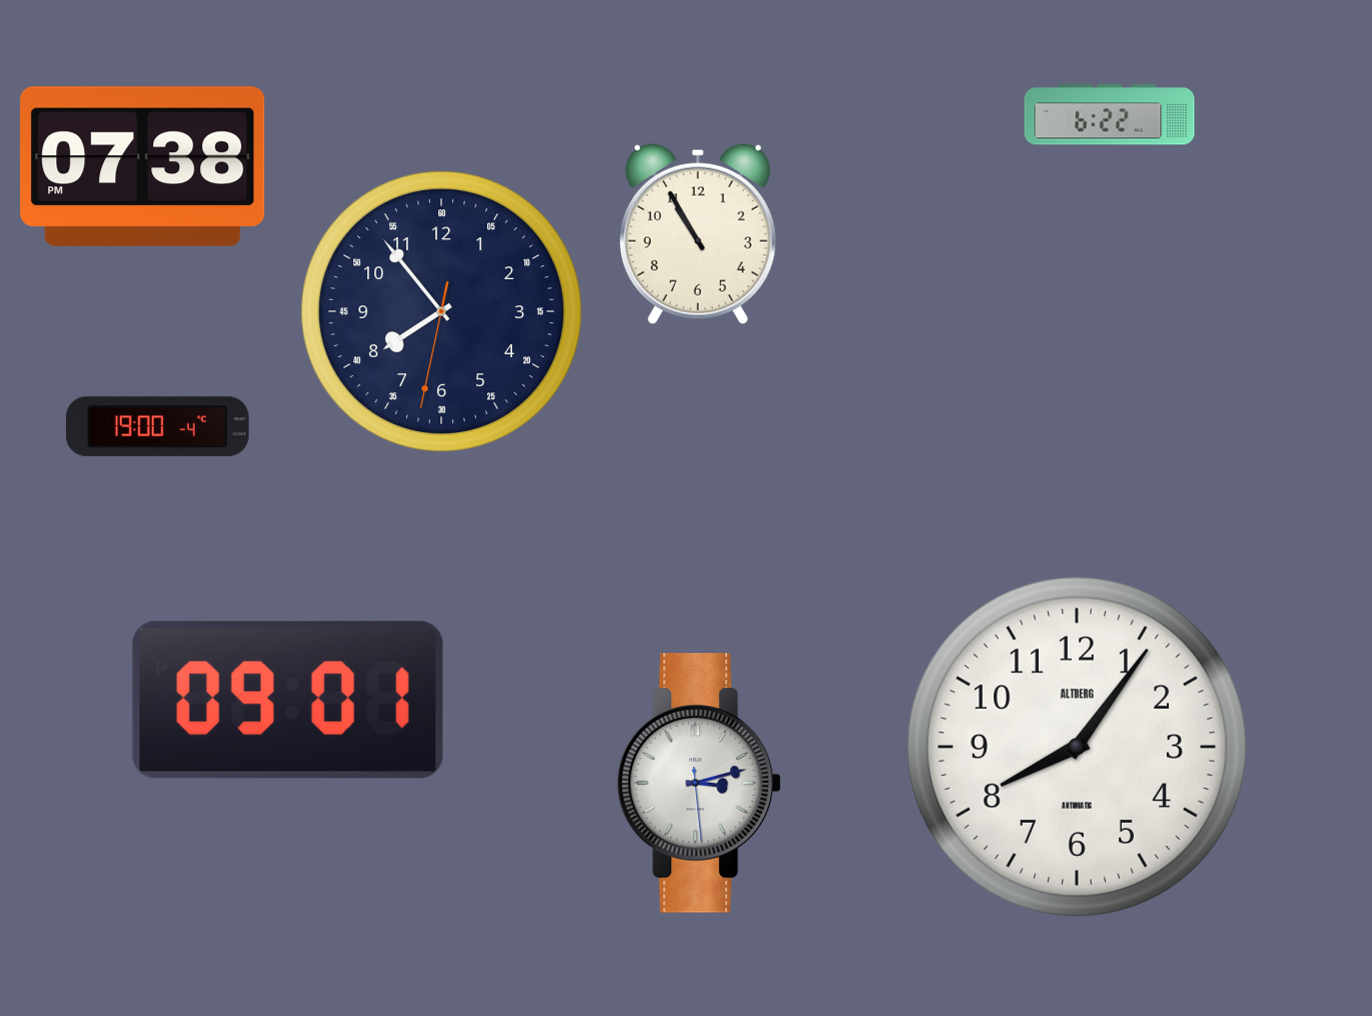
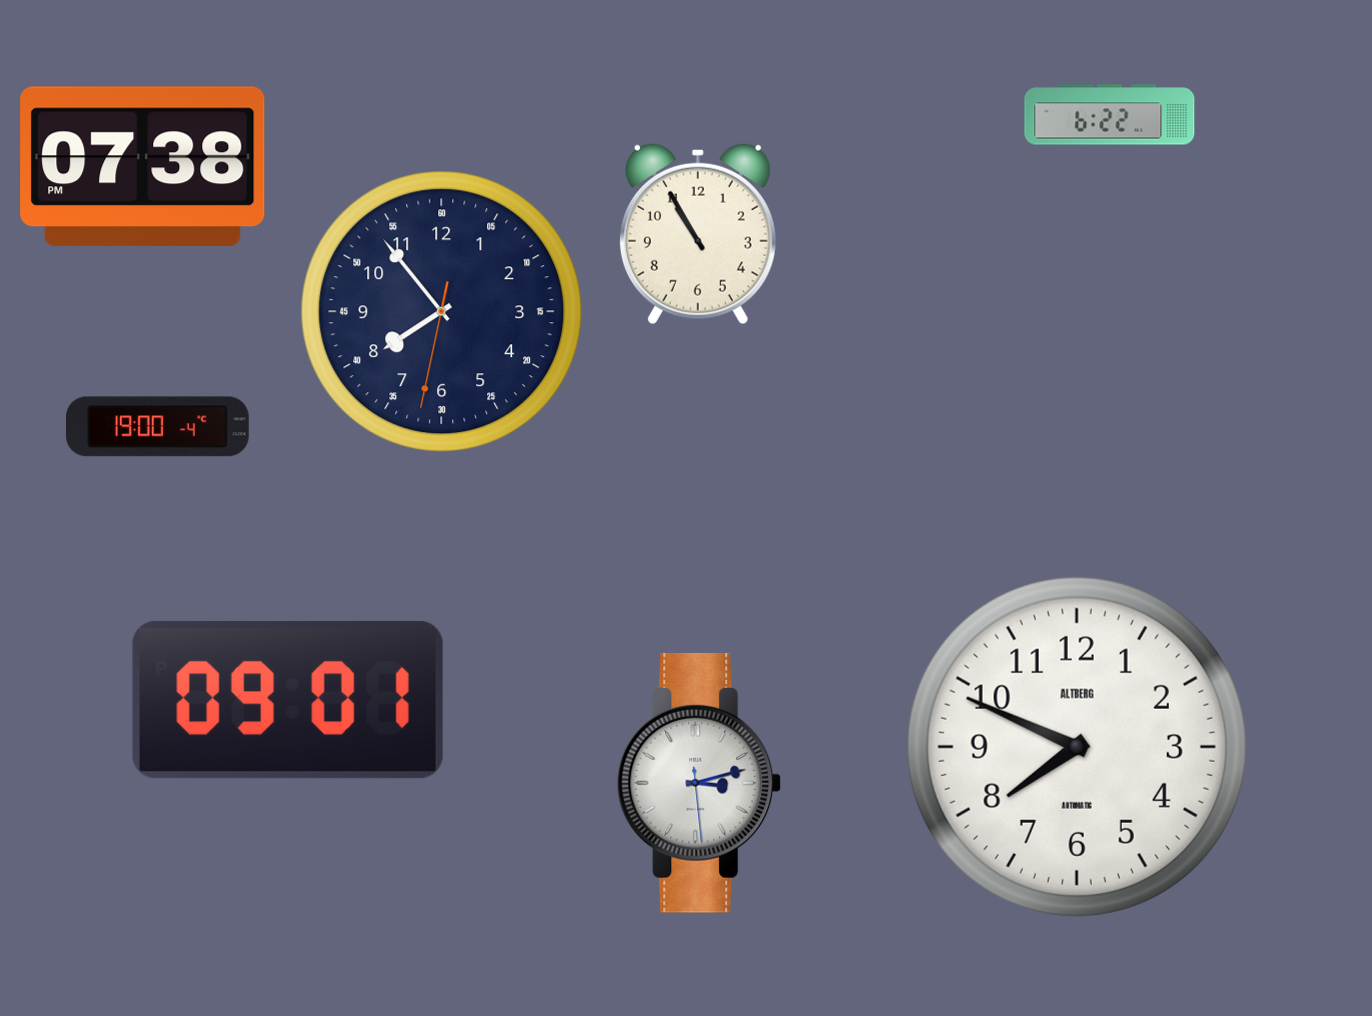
clock at (1077, 747): 8:06 -> 7:49
